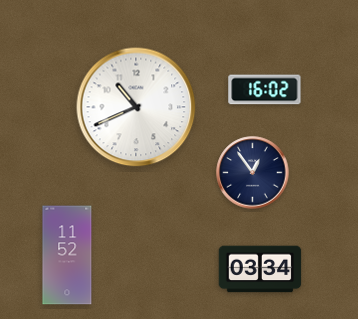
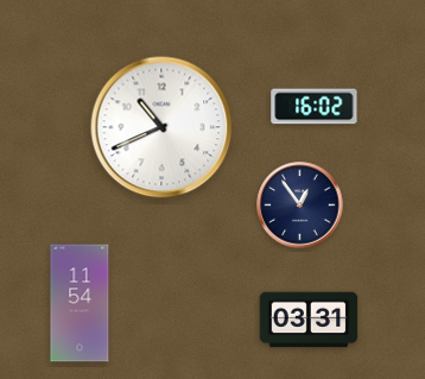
clock at (67, 255): 11:52 -> 11:54
clock at (260, 269): 03:34 -> 03:31
